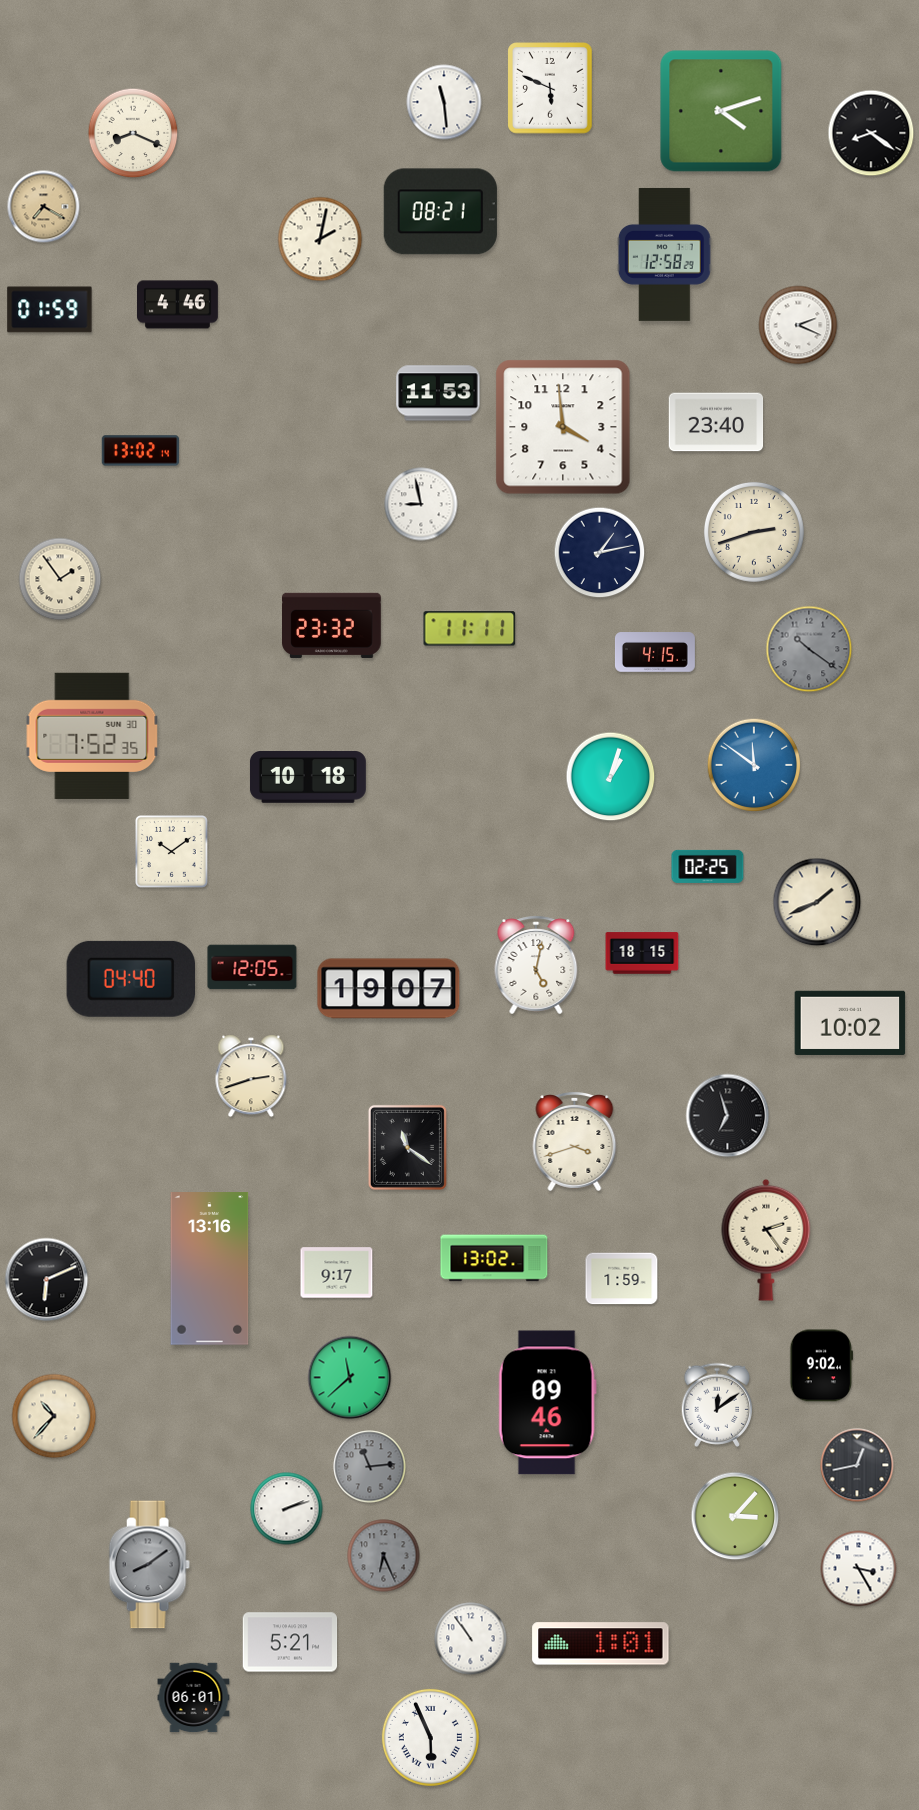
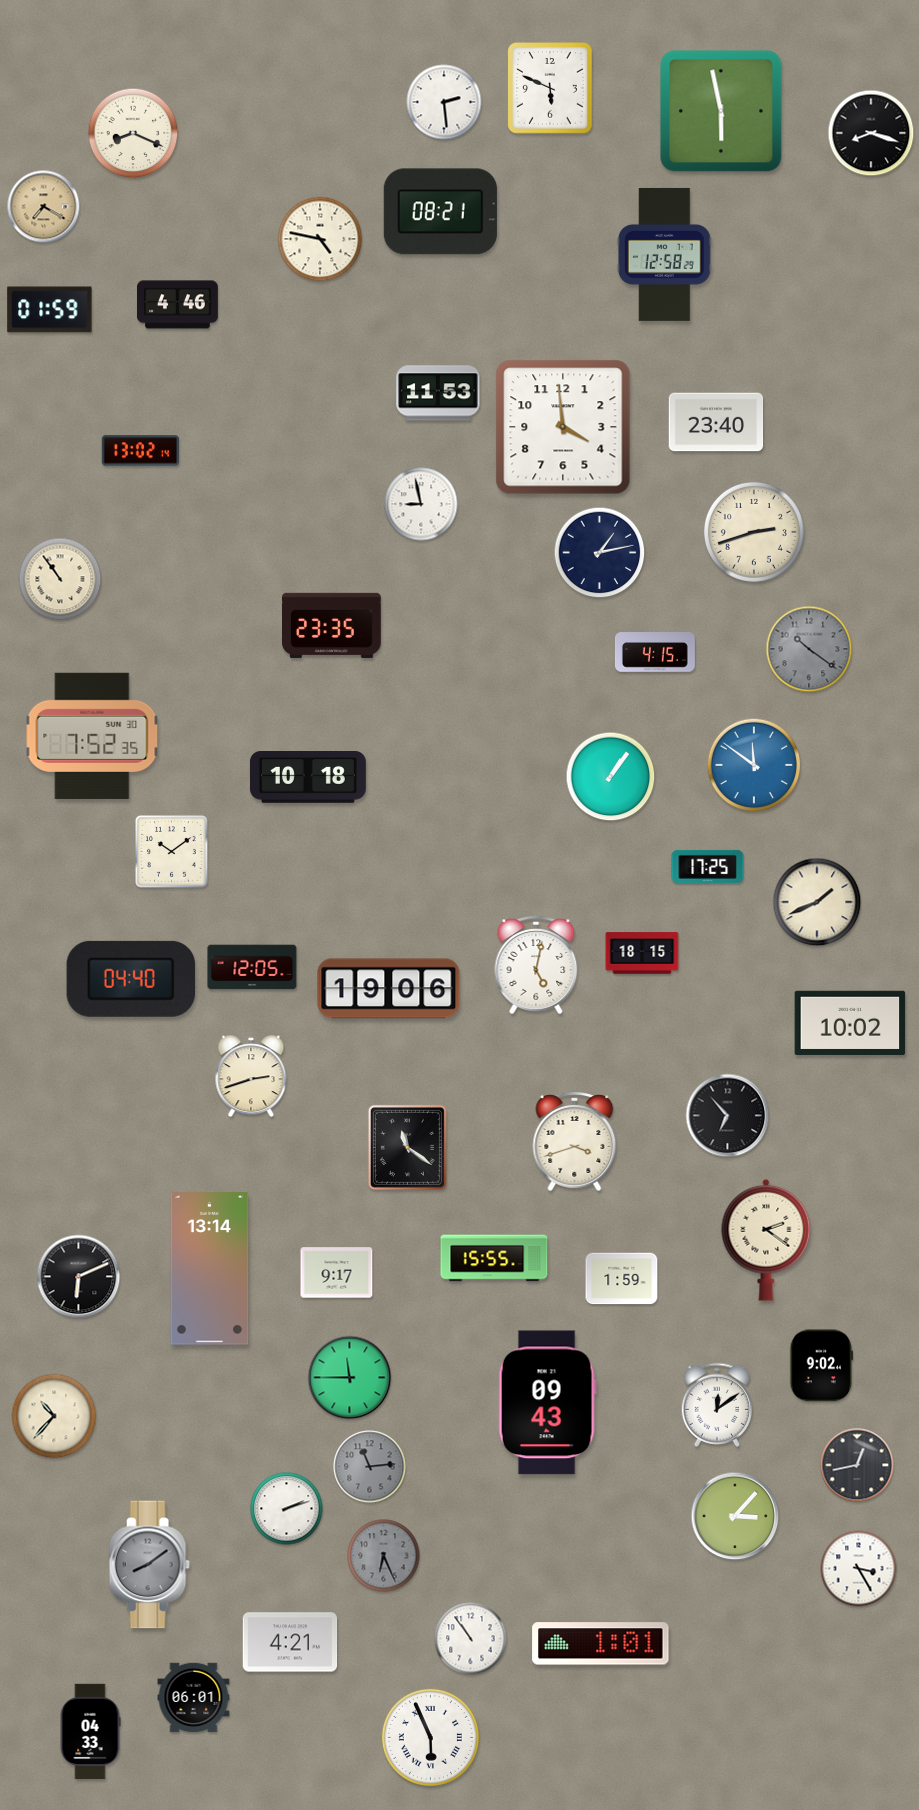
clock at (444, 102): 11:29 -> 2:29
clock at (721, 111): 4:12 -> 5:58
clock at (871, 133): 8:21 -> 8:18
clock at (320, 239): 2:02 -> 4:47
clock at (798, 325): 2:19 -> none
clock at (60, 579): 1:54 -> 10:54
clock at (332, 625): 23:32 -> 23:35
clock at (470, 629): 11:11 -> none
clock at (611, 777): 1:03 -> 1:06
clock at (708, 866): 02:25 -> 17:25
clock at (389, 989): 19:07 -> 19:06
clock at (728, 1116): 6:57 -> 6:53
clock at (766, 1240): 2:24 -> 2:21
clock at (494, 1258): 13:02 -> 15:55
clock at (210, 1269): 13:16 -> 13:14
clock at (47, 1280) position: (47, 1280) -> (79, 1277)
clock at (350, 1378): 11:38 -> 11:45
clock at (547, 1403): 09:46 -> 09:43
clock at (290, 1642): 5:21 -> 4:21
clock at (90, 1731): none -> 04:33
